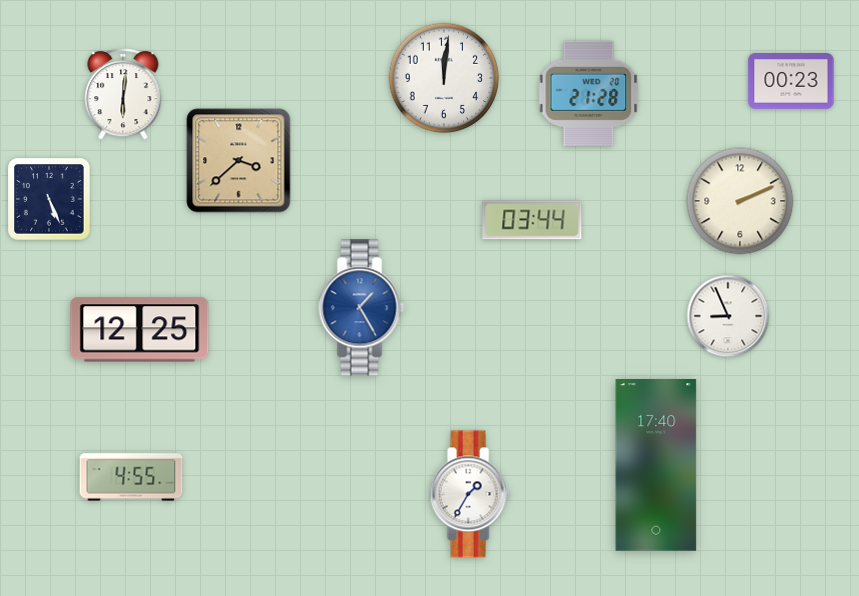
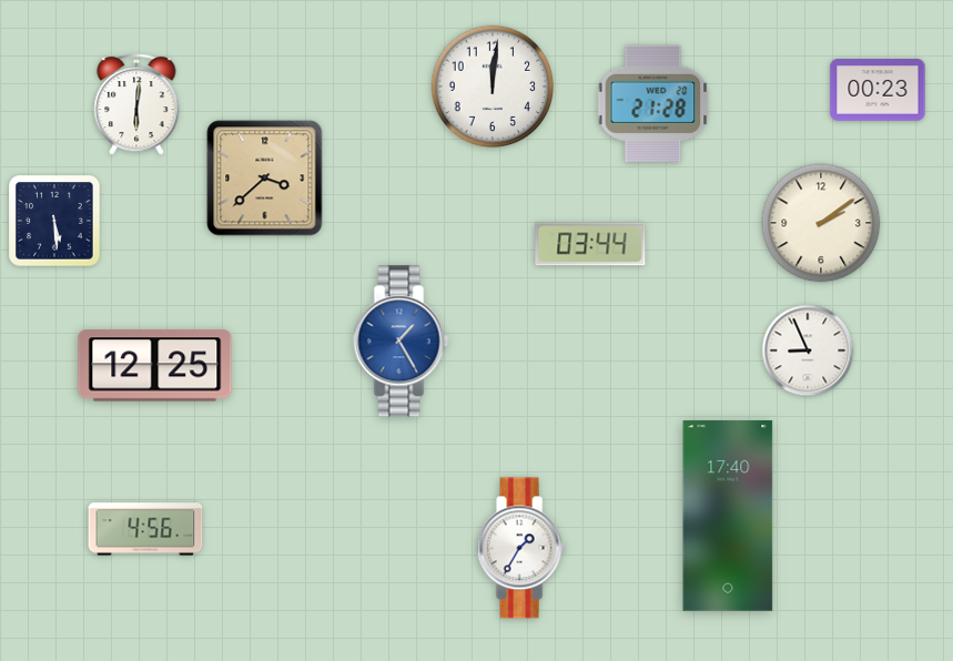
clock at (49, 199): 5:26 -> 5:29
clock at (740, 201): 2:11 -> 2:09
clock at (131, 477): 4:55 -> 4:56
